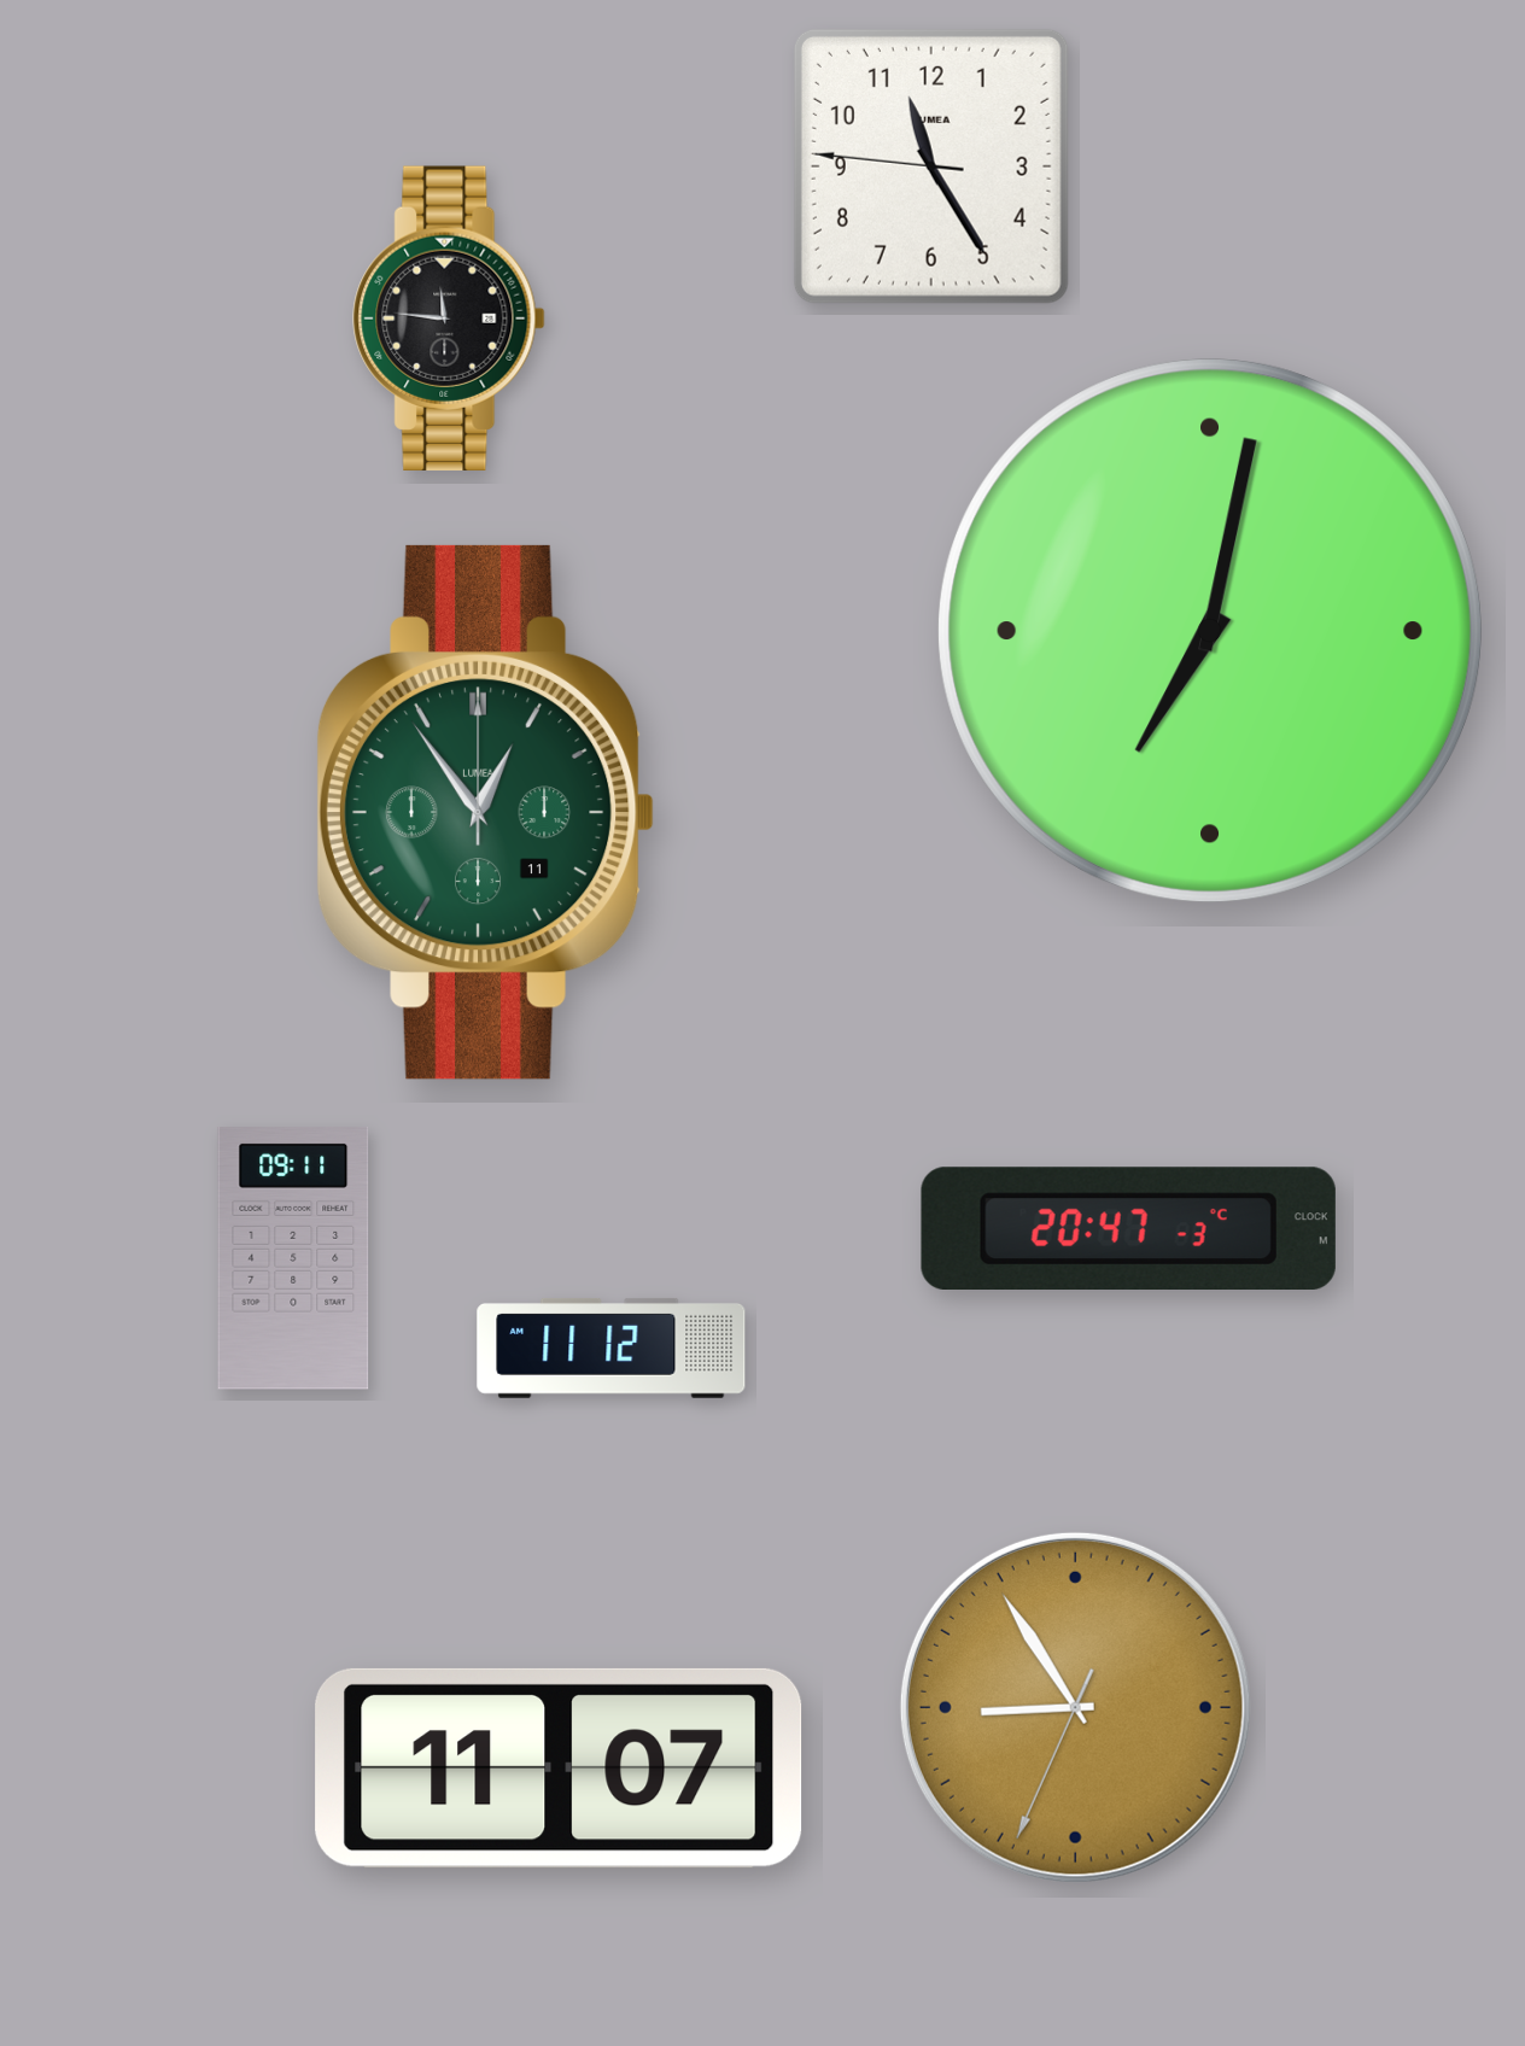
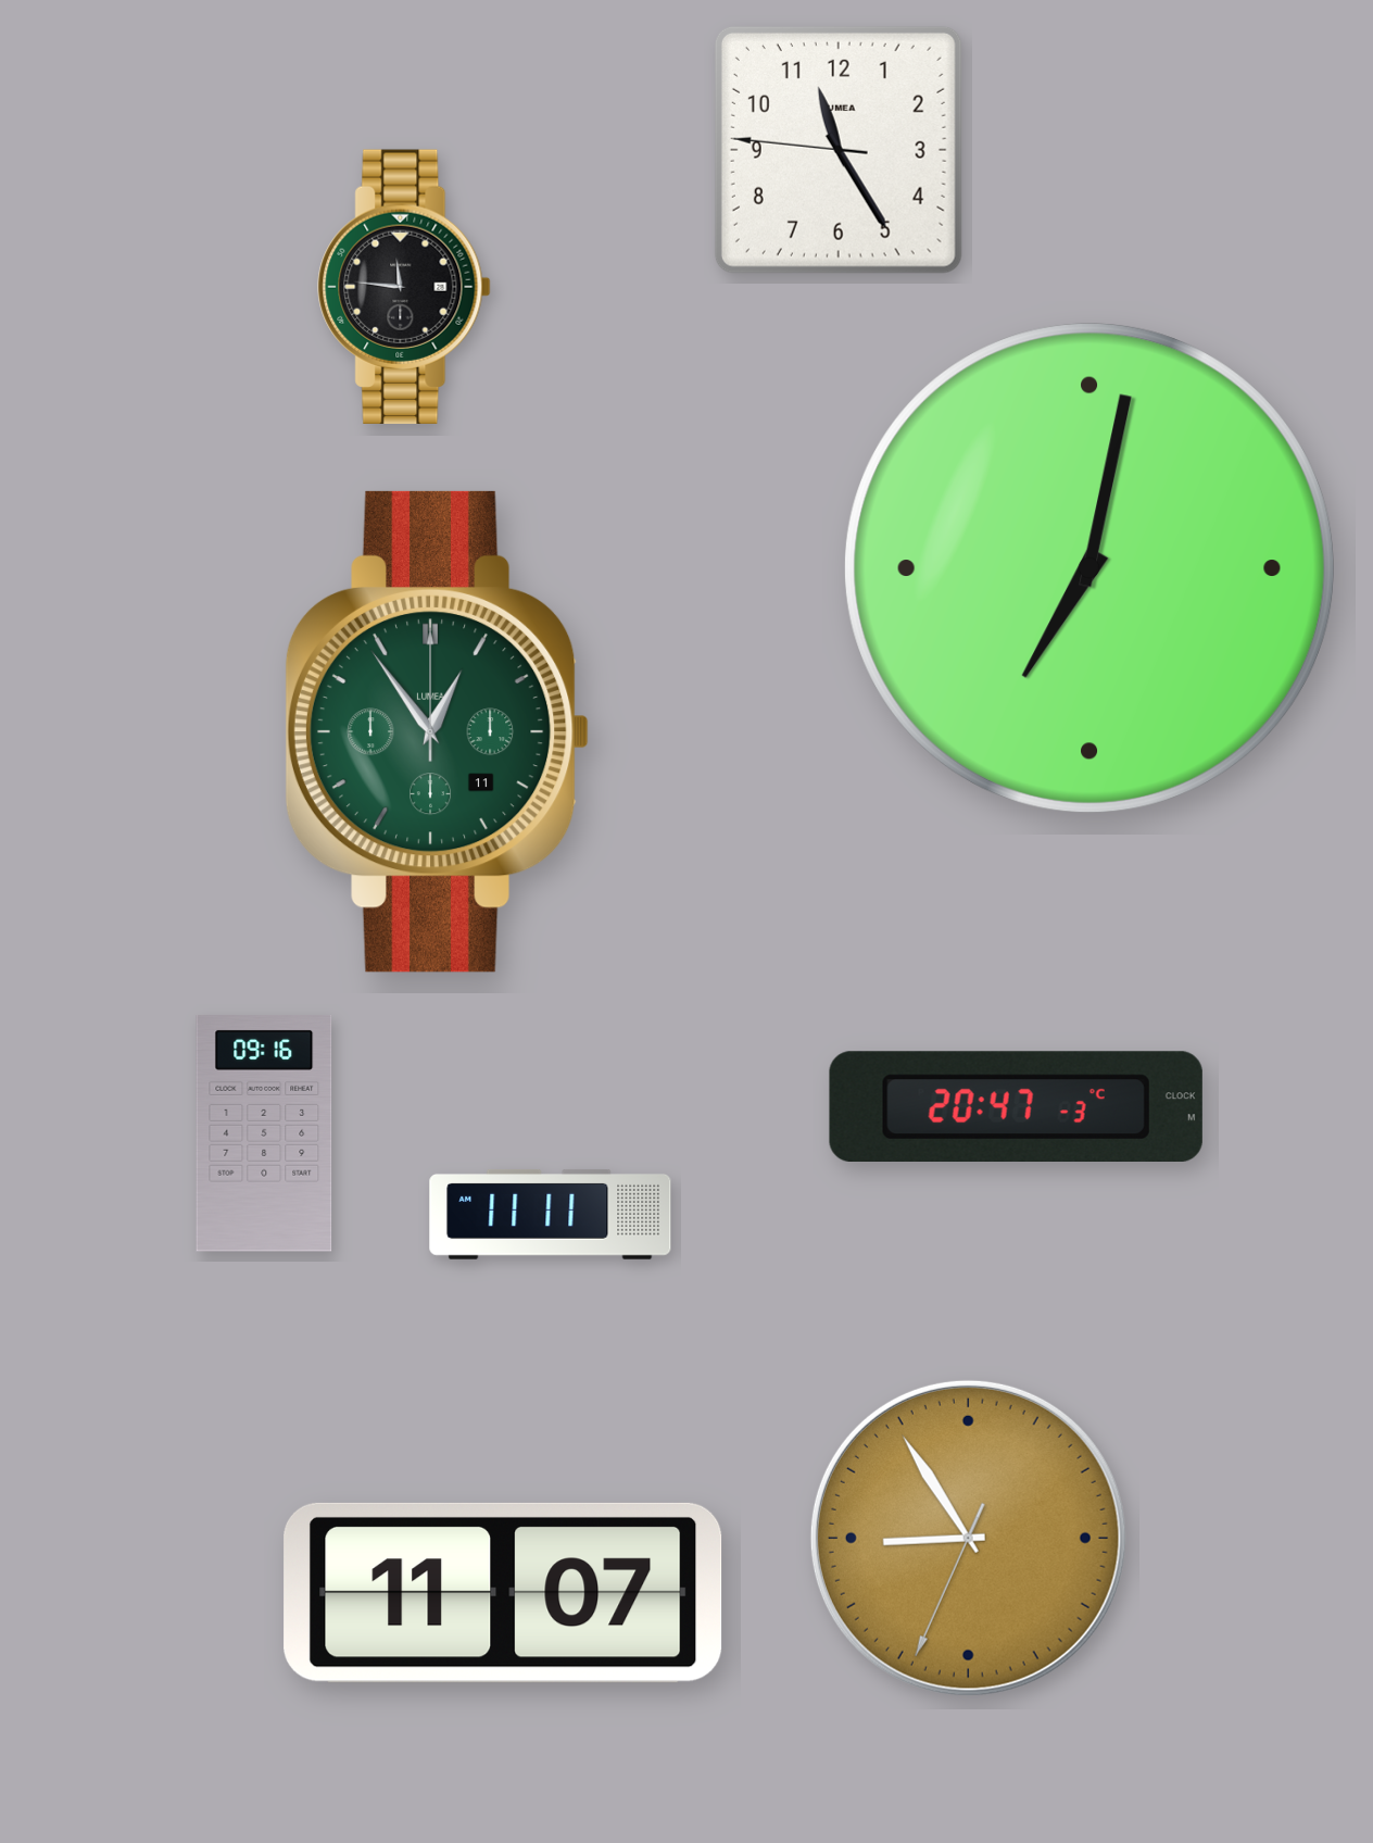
clock at (293, 1259): 09:11 -> 09:16
clock at (612, 1349): 11:12 -> 11:11
